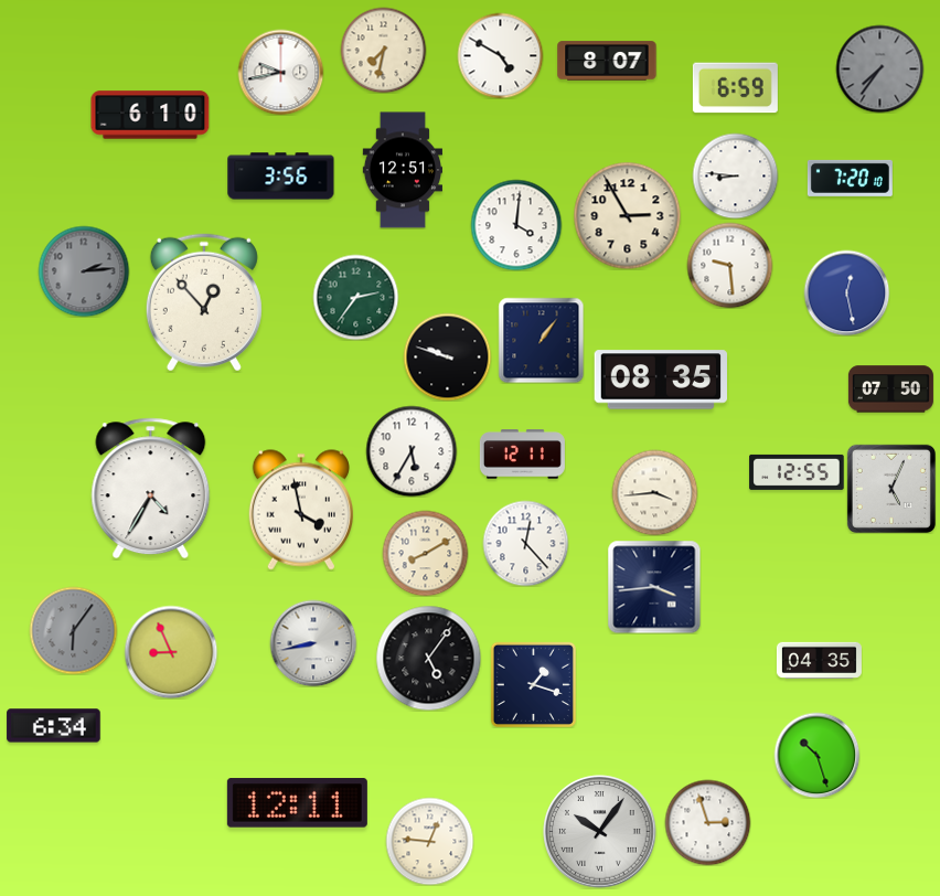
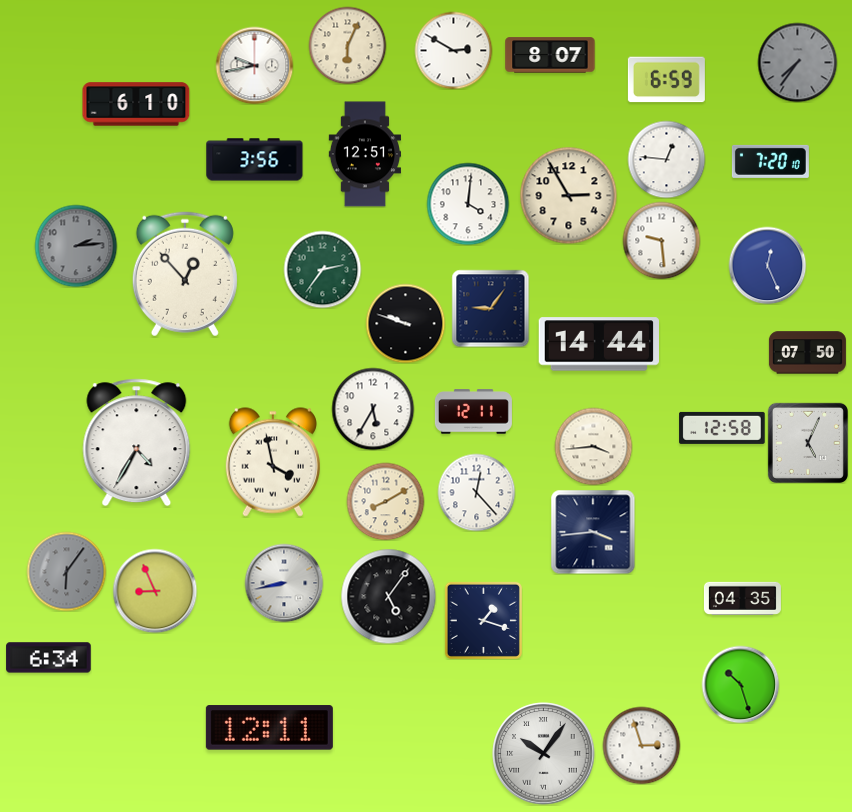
clock at (383, 50): 7:32 -> 6:04
clock at (500, 55): 4:50 -> 2:50
clock at (735, 175): 8:46 -> 12:46
clock at (846, 292): 12:28 -> 12:26
clock at (541, 340): 1:06 -> 9:06
clock at (660, 380): 08:35 -> 14:44
clock at (797, 472): 12:55 -> 12:58
clock at (429, 841): 12:46 -> none
